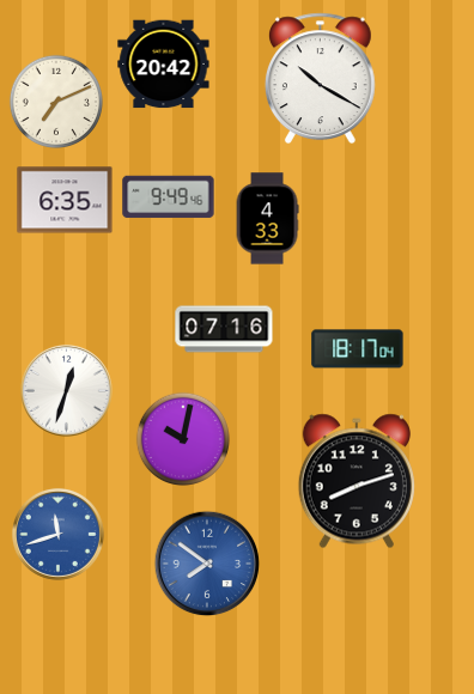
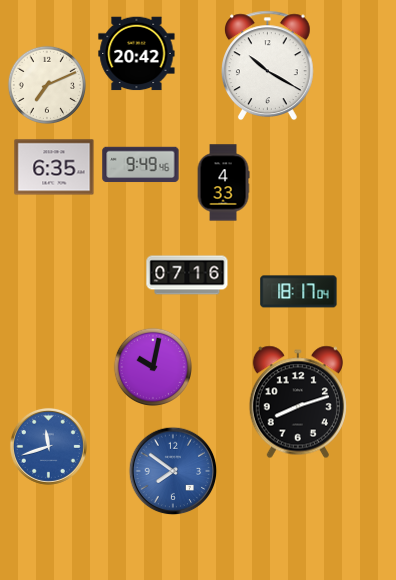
clock at (66, 390): 12:33 -> none
